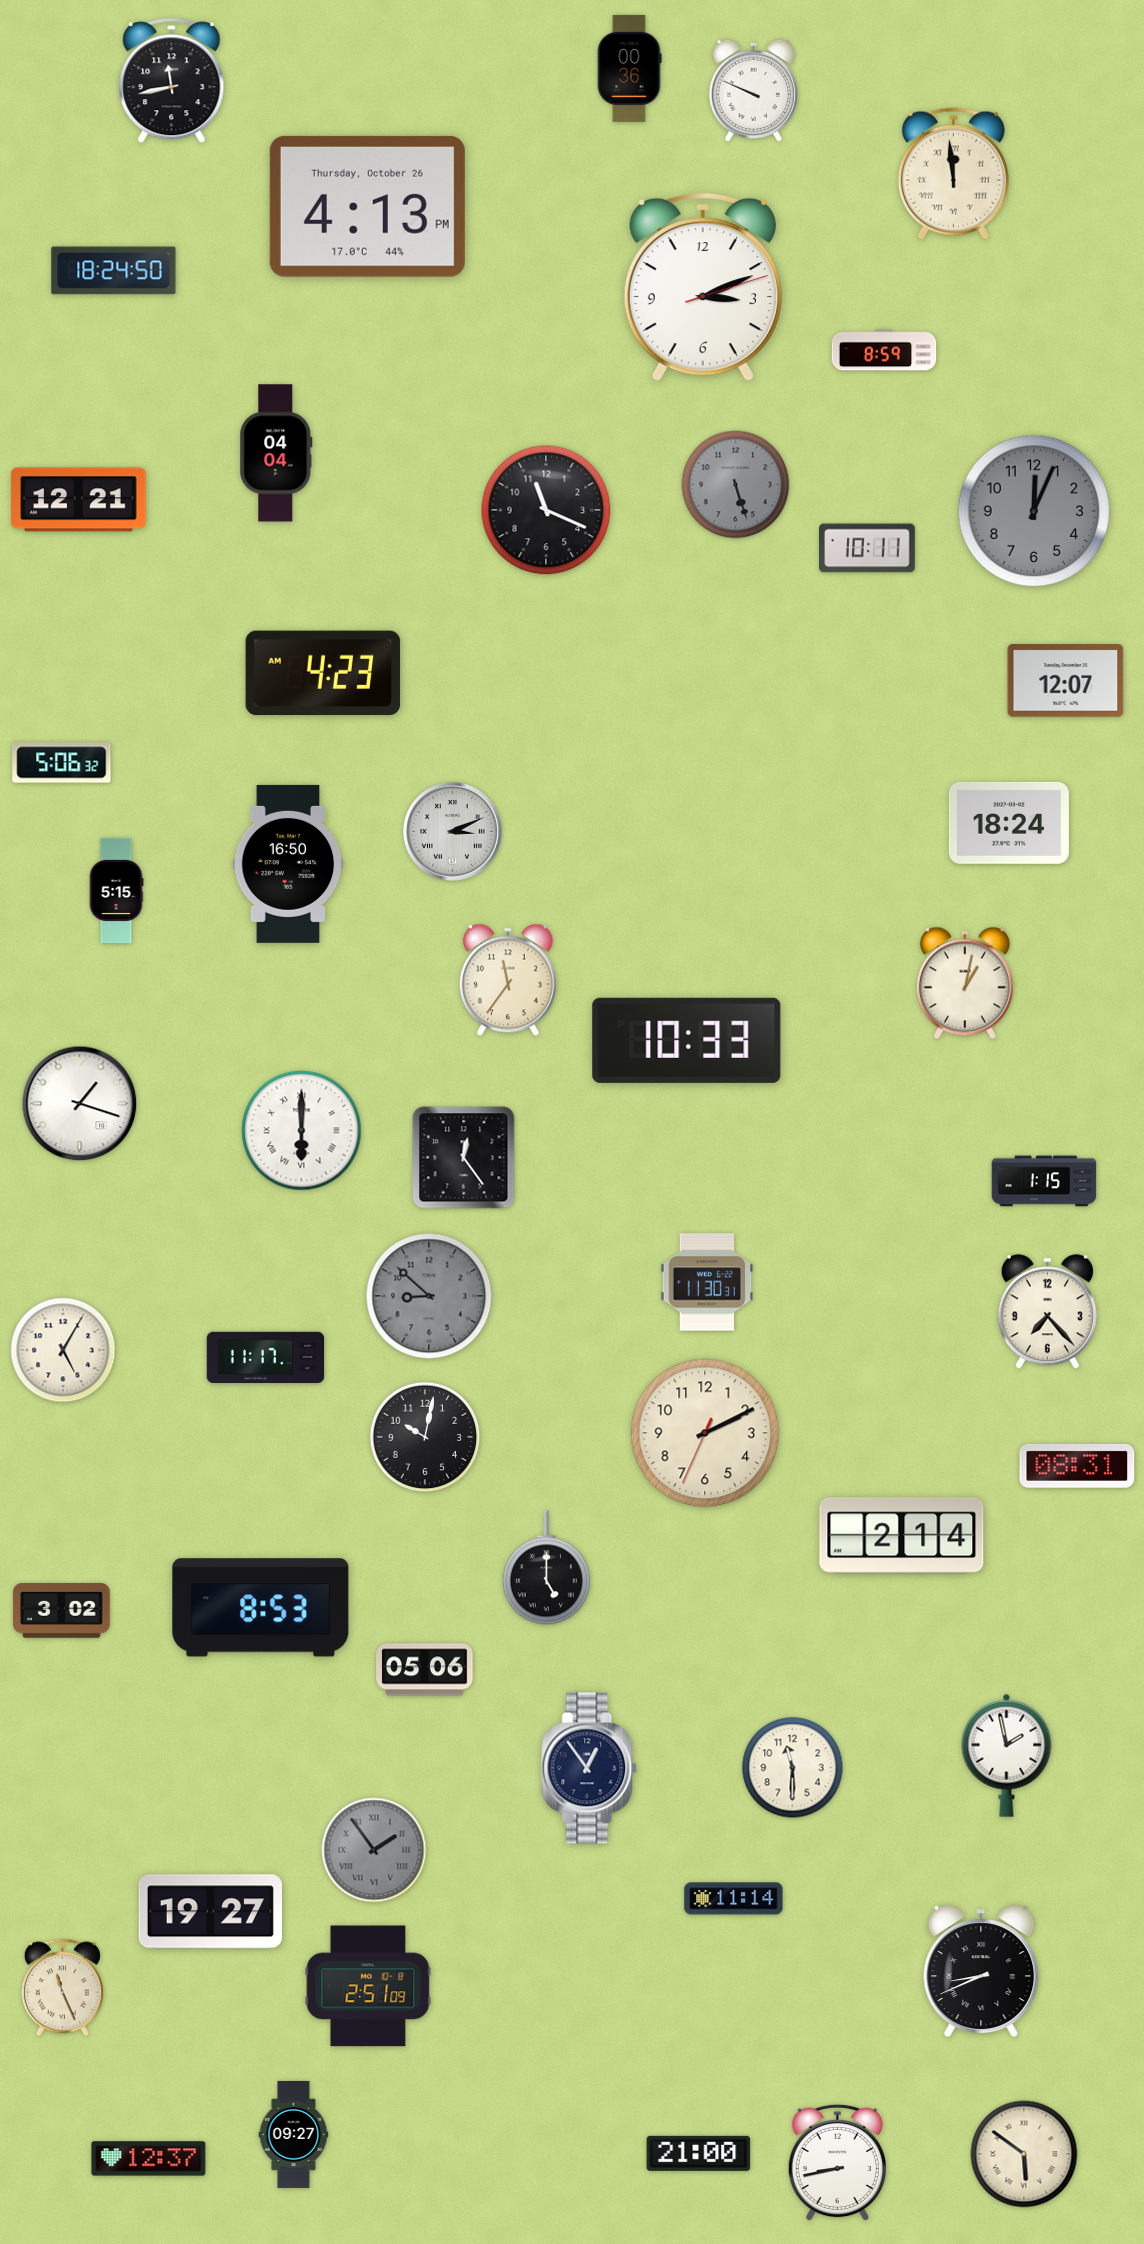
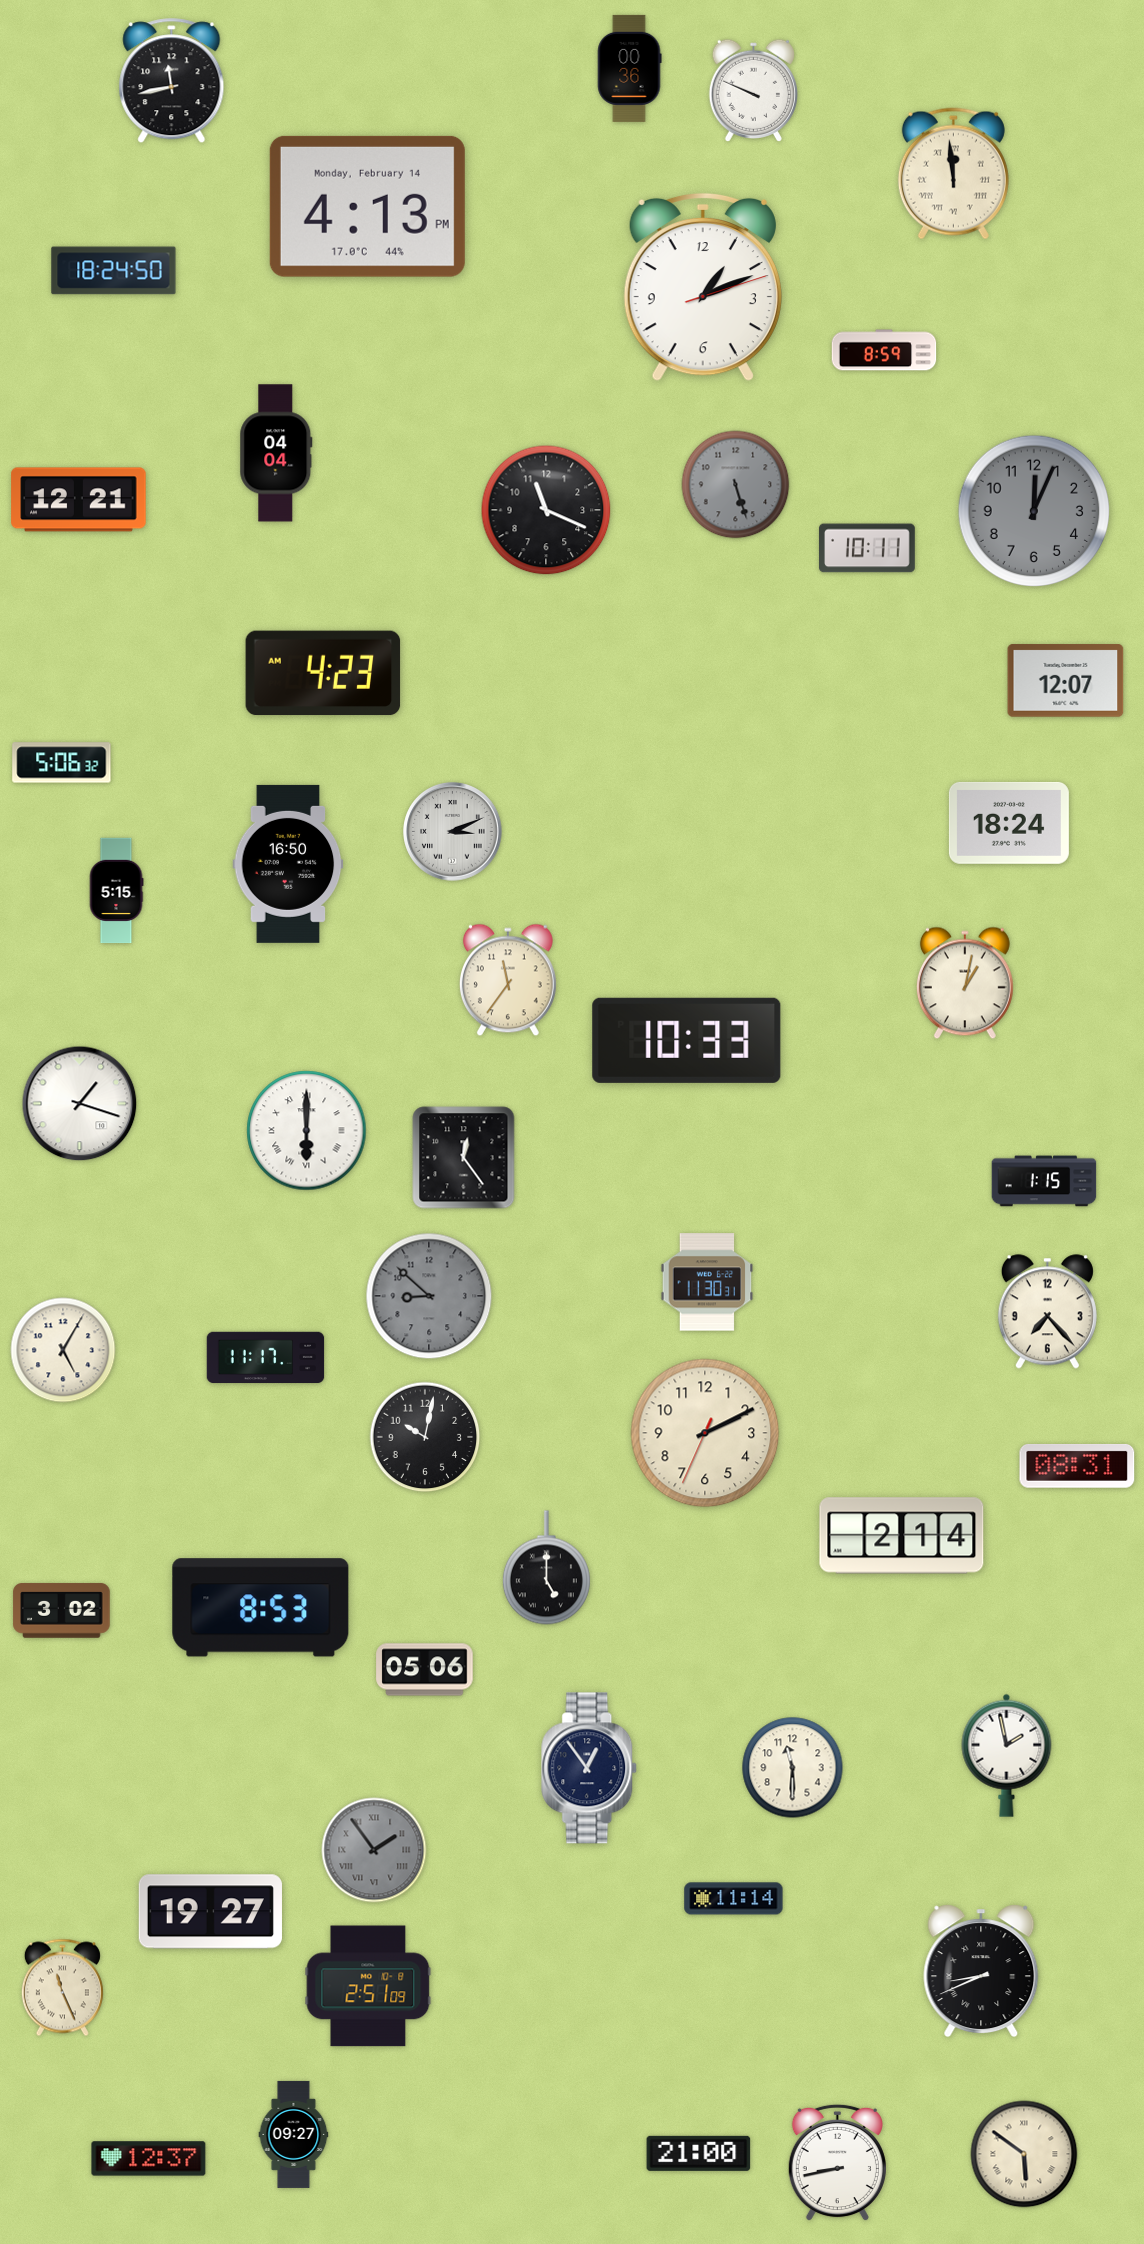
clock at (367, 206) date: Thursday, October 26 -> Monday, February 14
clock at (703, 287): 3:11 -> 1:11
clock at (302, 1131) position: (302, 1131) -> (307, 1131)
